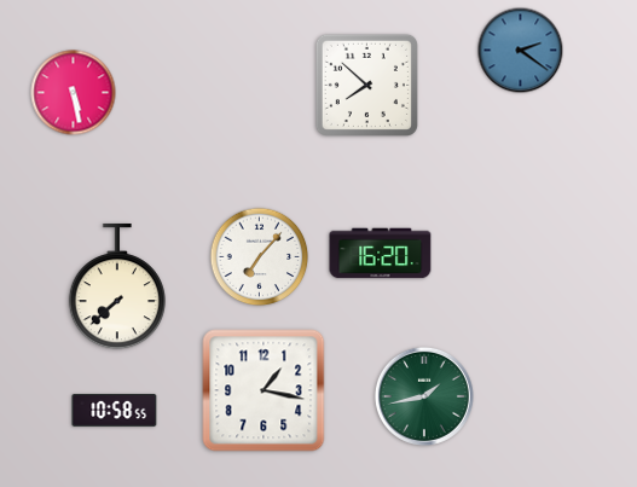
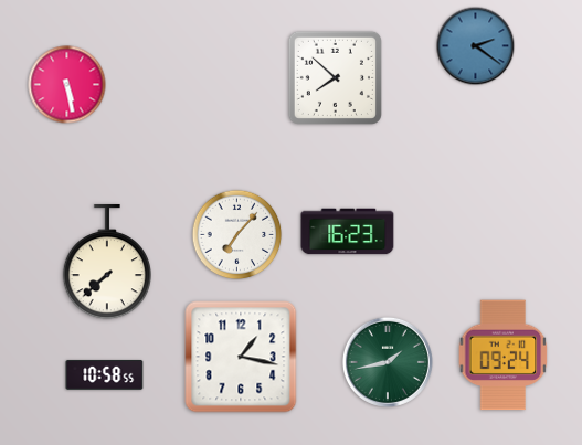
clock at (381, 254): 16:20 -> 16:23
clock at (504, 356): none -> 09:24
